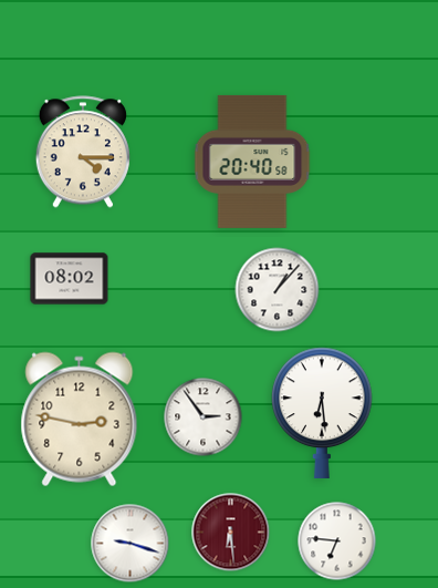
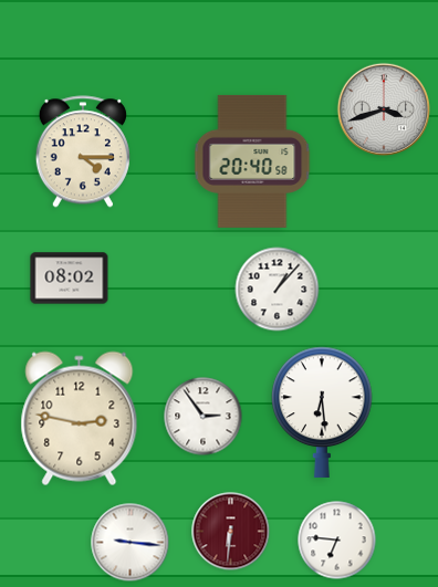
clock at (384, 109): none -> 3:42
clock at (231, 533): 6:29 -> 6:31
clock at (131, 544): 9:18 -> 9:16
